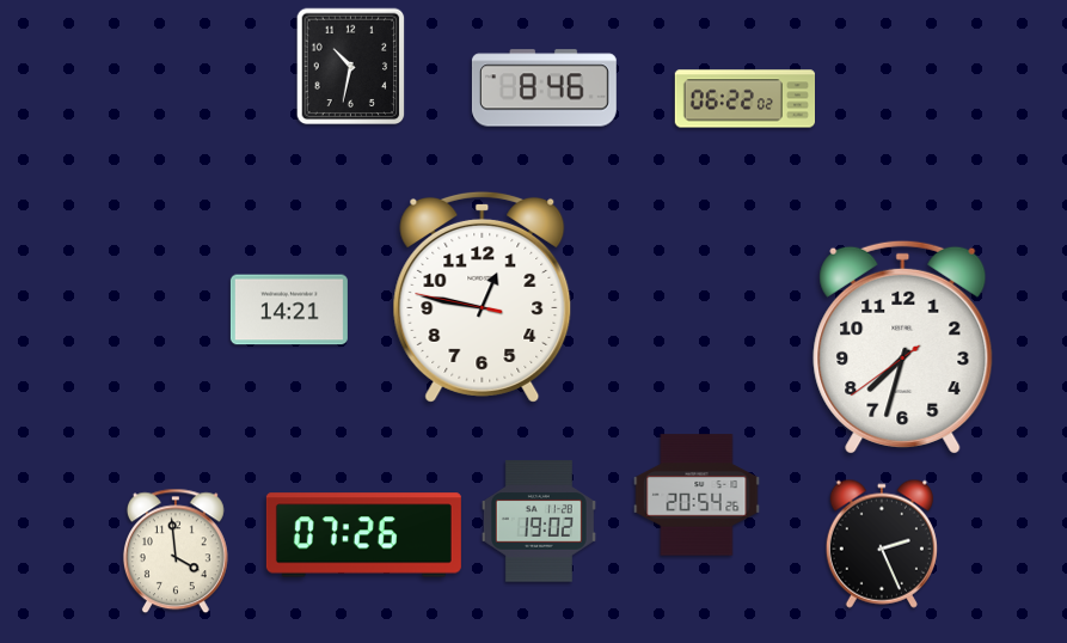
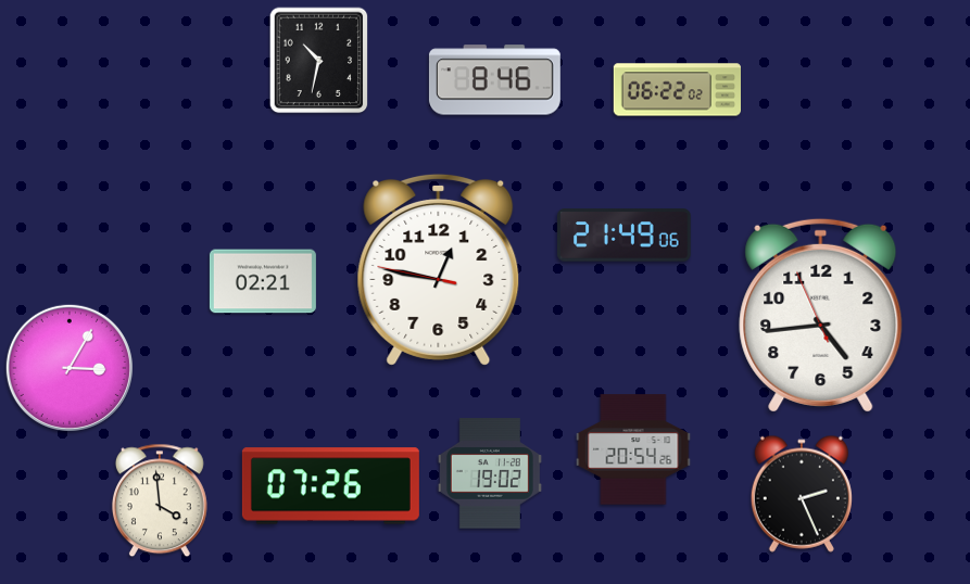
clock at (625, 236): none -> 21:49
clock at (289, 310): 14:21 -> 02:21
clock at (903, 347): 7:32 -> 4:43
clock at (70, 368): none -> 3:05
